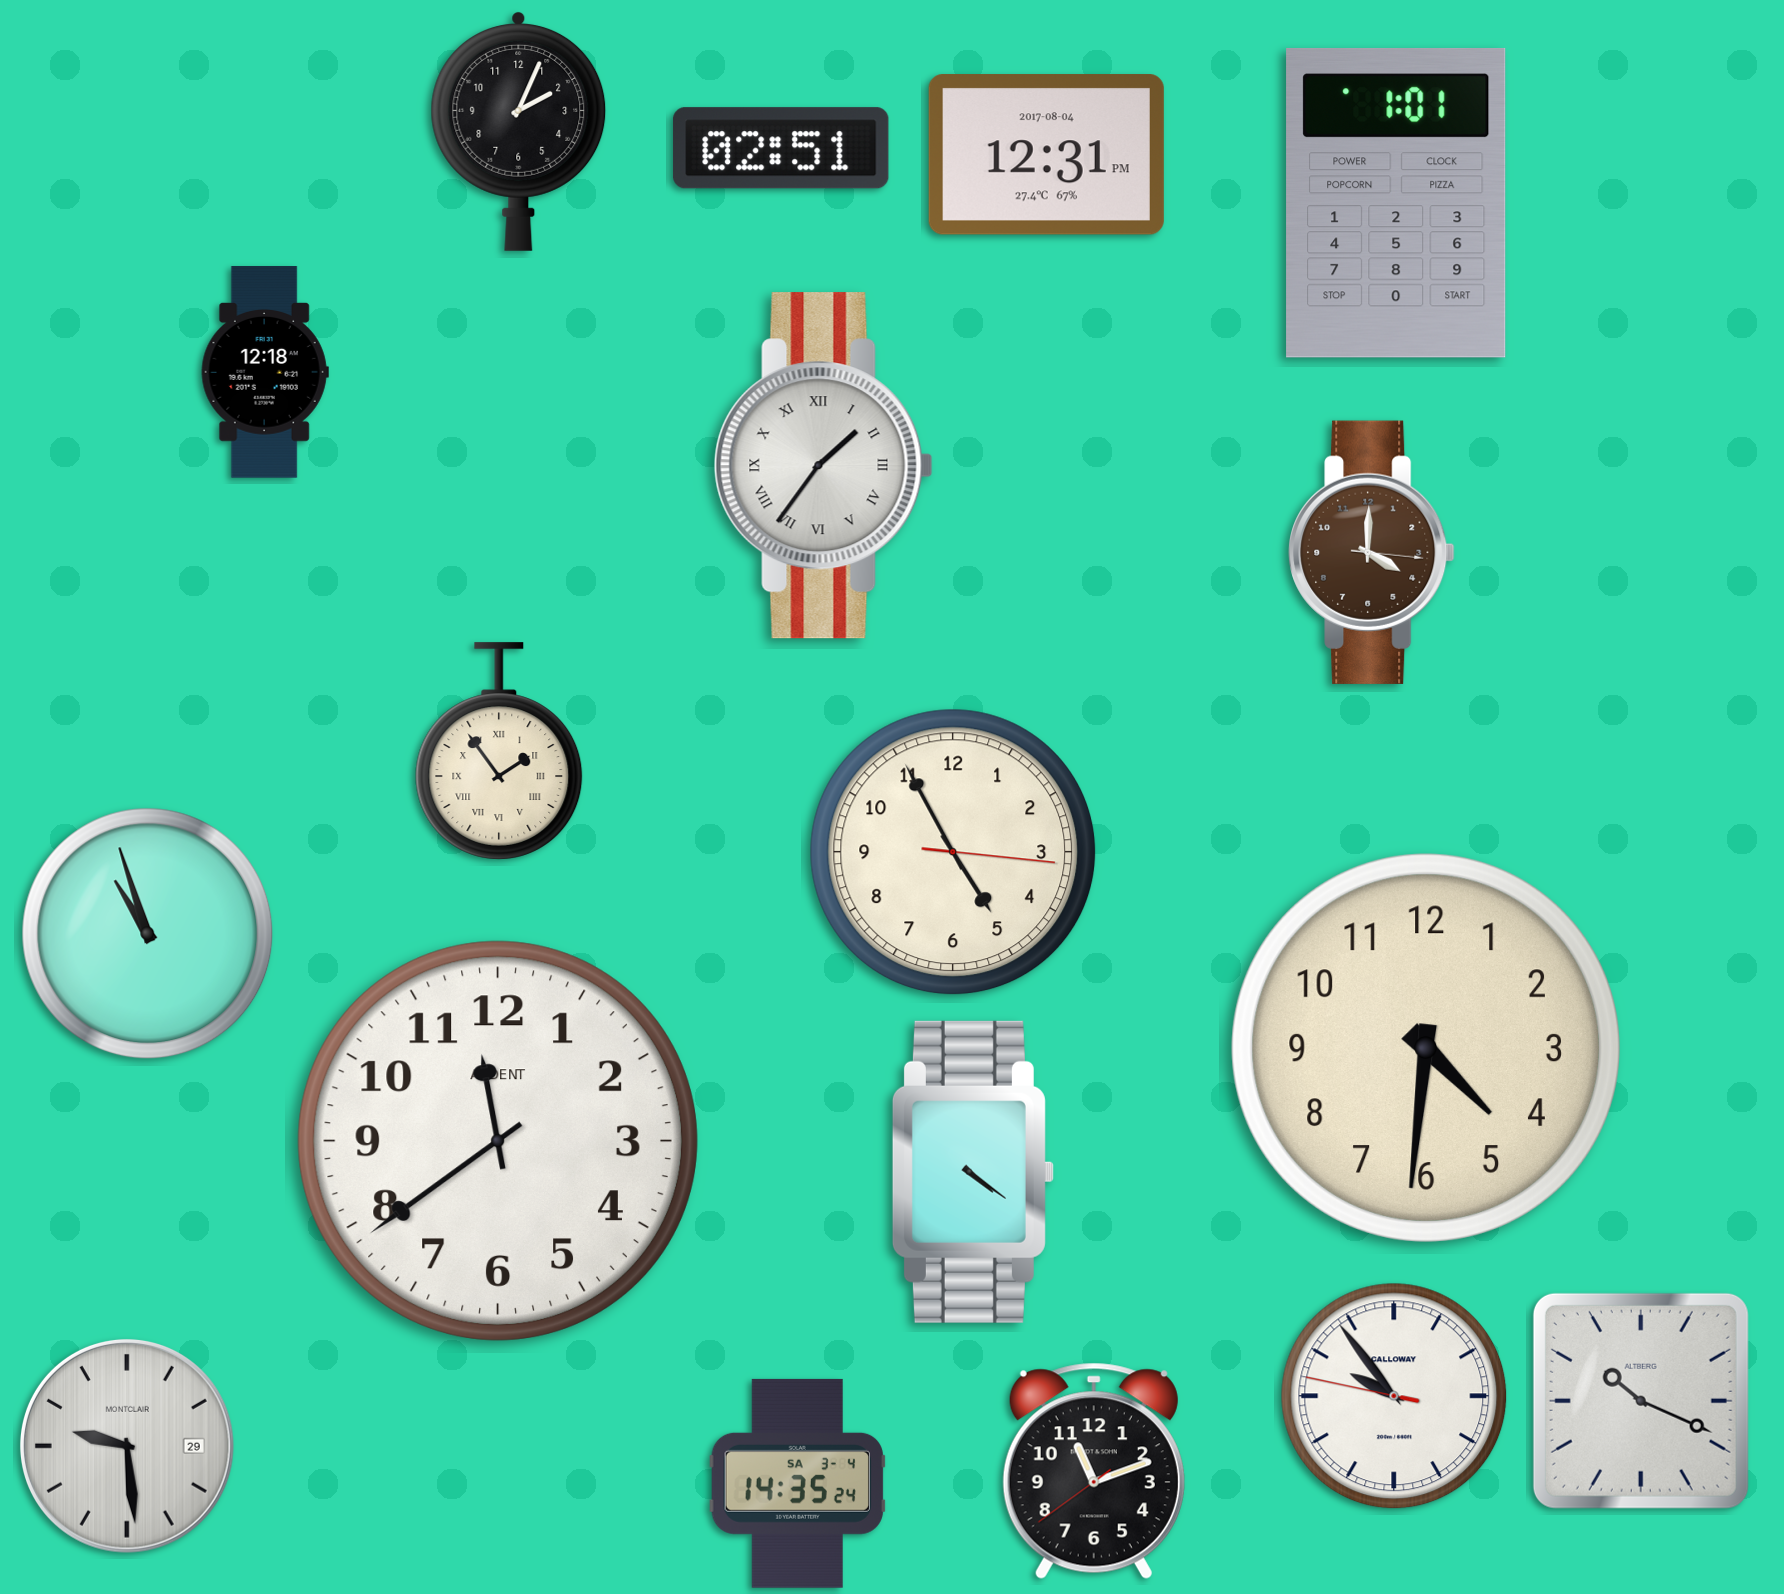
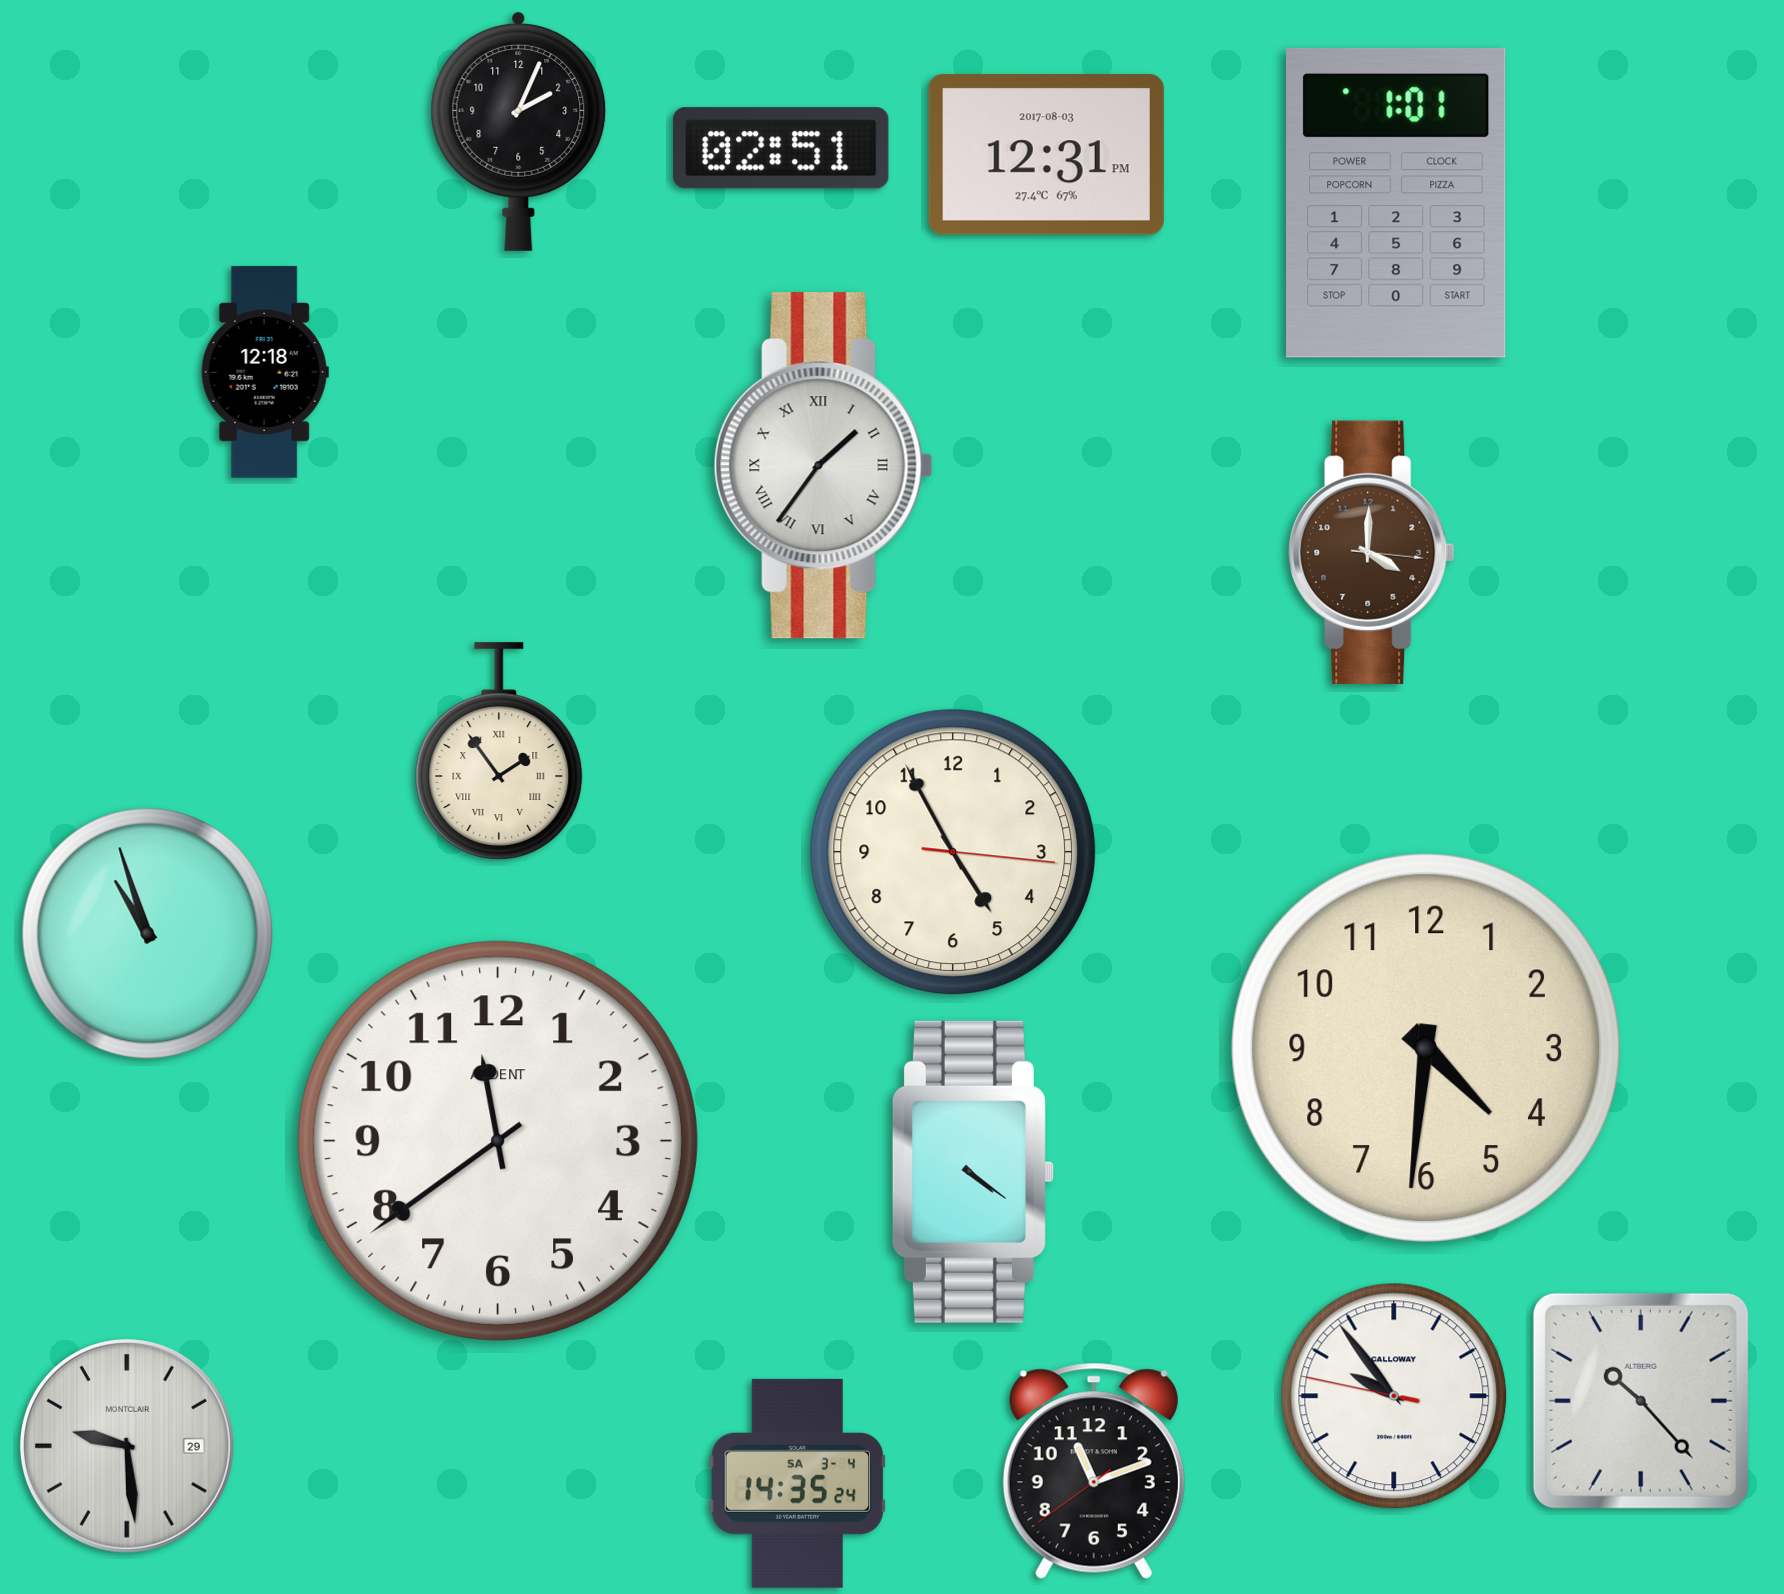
clock at (1046, 155) date: 2017-08-04 -> 2017-08-03
clock at (1641, 1401): 10:19 -> 10:23
